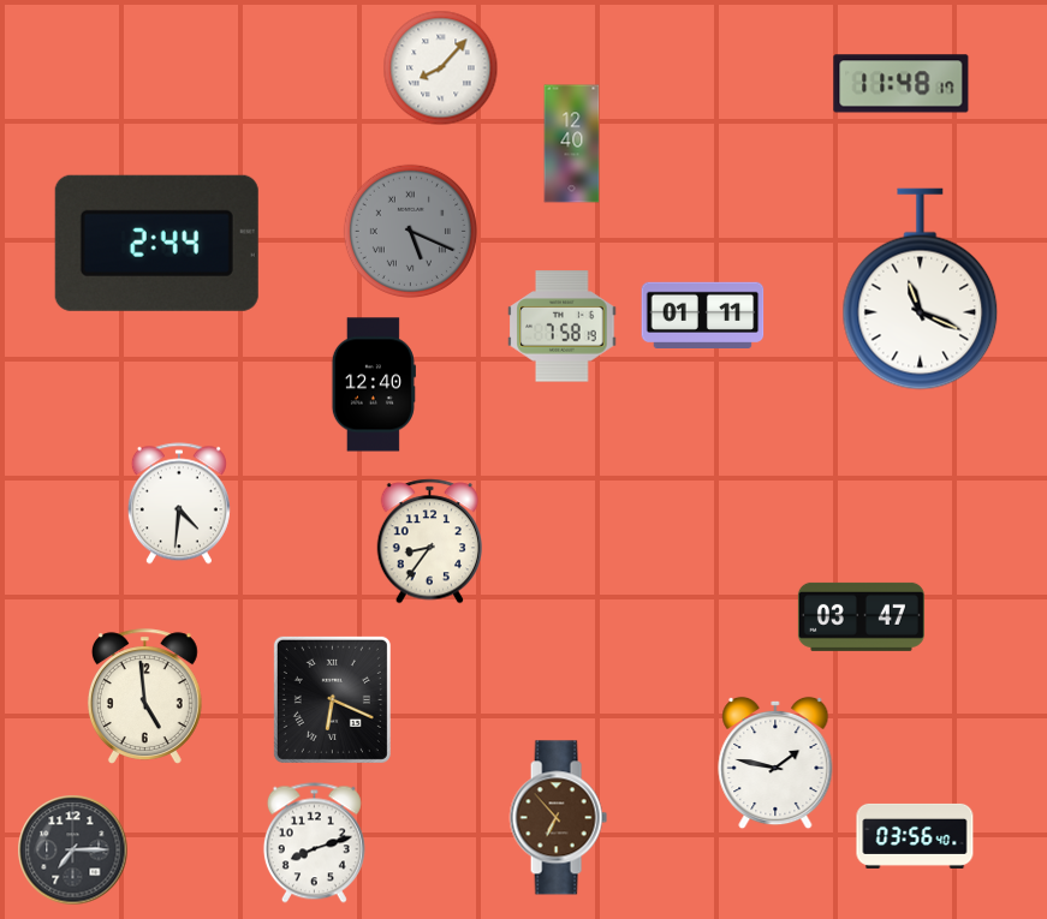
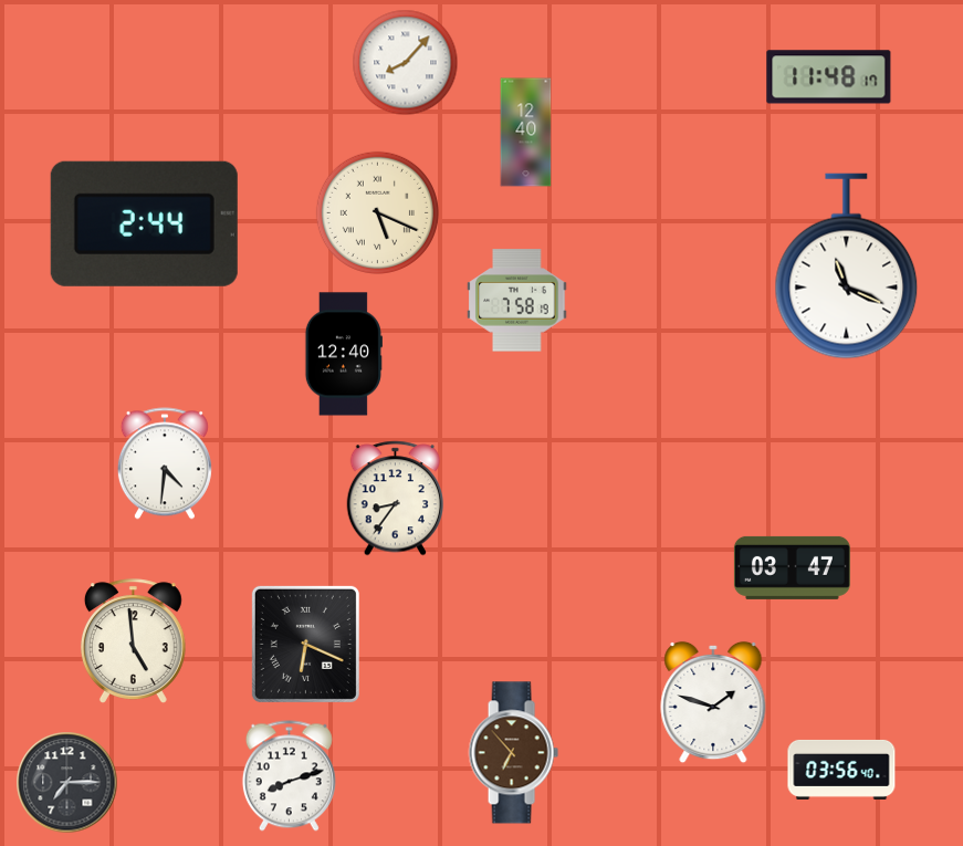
clock at (410, 231) dial: grey -> cream
clock at (703, 315): 01:11 -> none
clock at (775, 763): 1:47 -> 1:48
